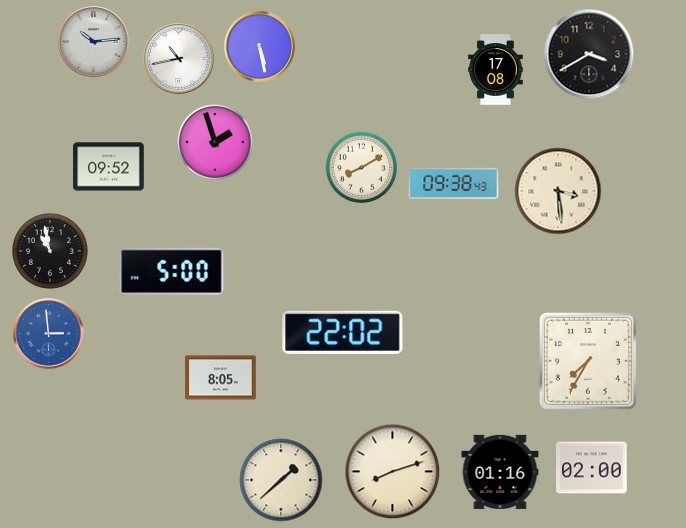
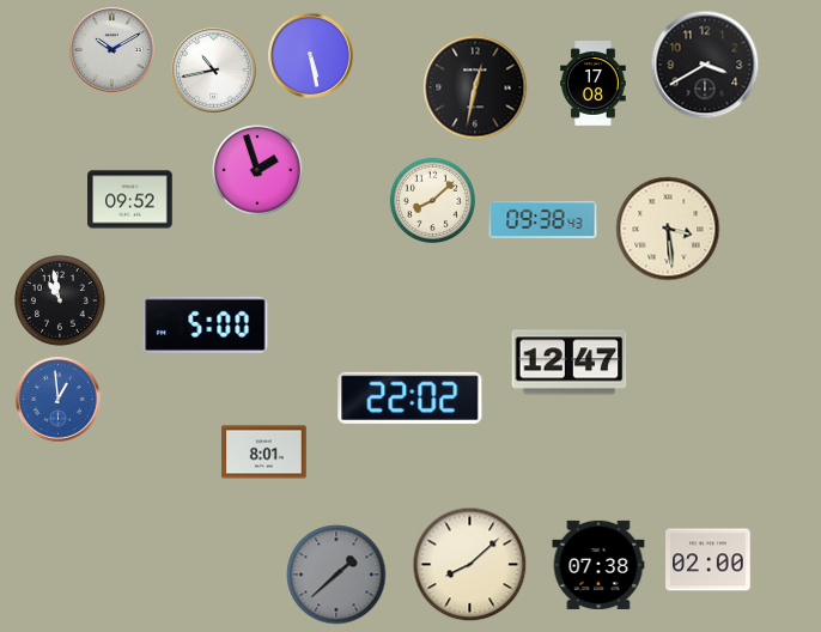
clock at (94, 42): 10:14 -> 10:10
clock at (475, 87): none -> 12:32
clock at (361, 167): 8:10 -> 8:08
clock at (570, 363): none -> 12:47
clock at (49, 334): 2:59 -> 12:59
clock at (588, 361): 7:35 -> none
clock at (221, 378): 8:05 -> 8:01
clock at (393, 472): 8:12 -> 8:08
clock at (500, 472): 01:16 -> 07:38
clock at (281, 480) dial: cream -> grey
